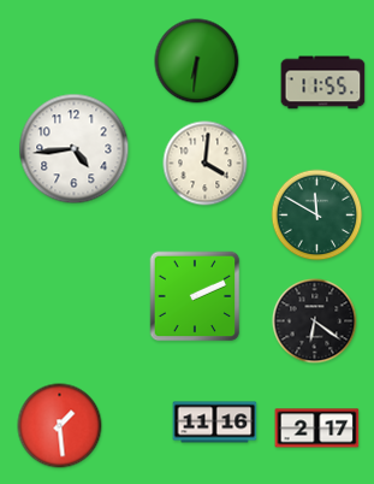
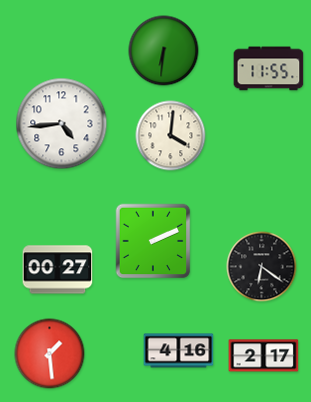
clock at (317, 216): 11:50 -> none
clock at (195, 296) position: (195, 296) -> (153, 241)
clock at (58, 270): none -> 00:27
clock at (215, 423): 11:16 -> 4:16
